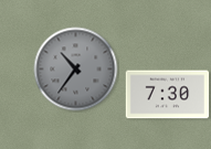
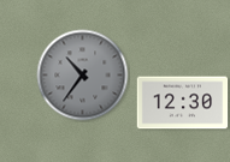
clock at (168, 95): 7:30 -> 12:30
